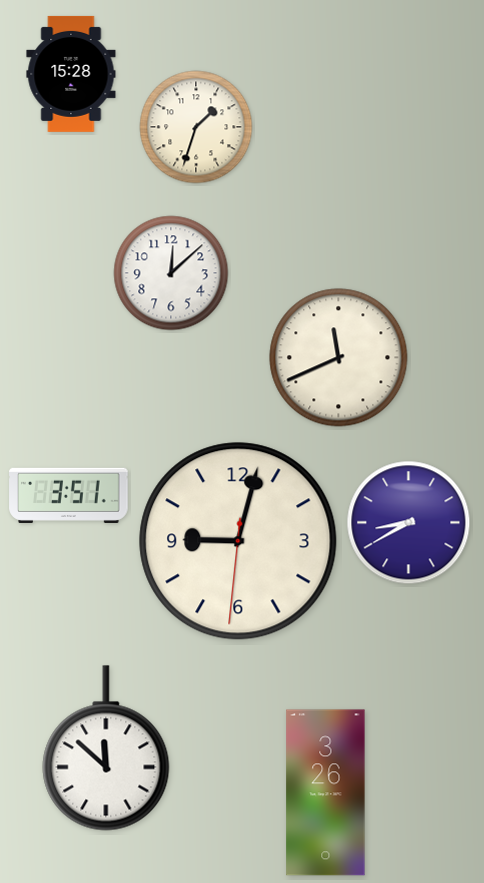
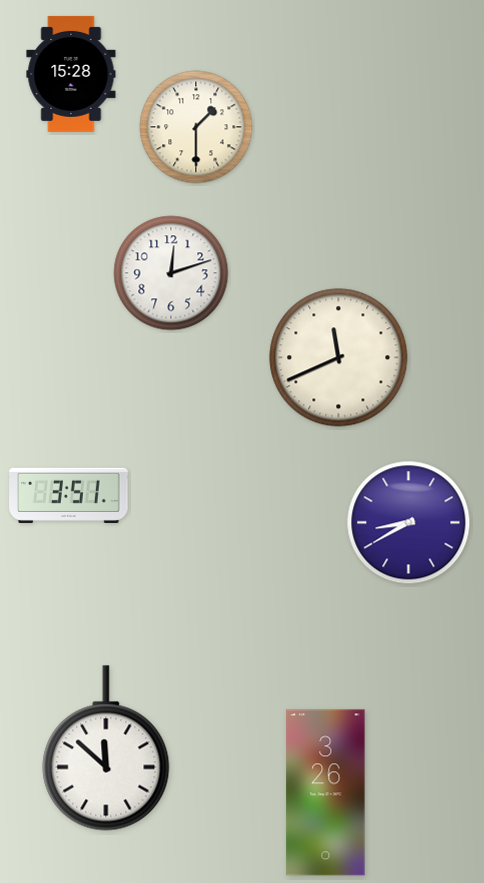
clock at (196, 127): 1:33 -> 1:30
clock at (171, 273): 12:08 -> 12:12
clock at (238, 541): 9:02 -> none
